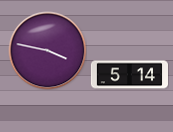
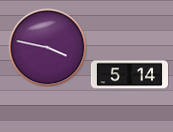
clock at (47, 50) position: (47, 50) -> (47, 47)
